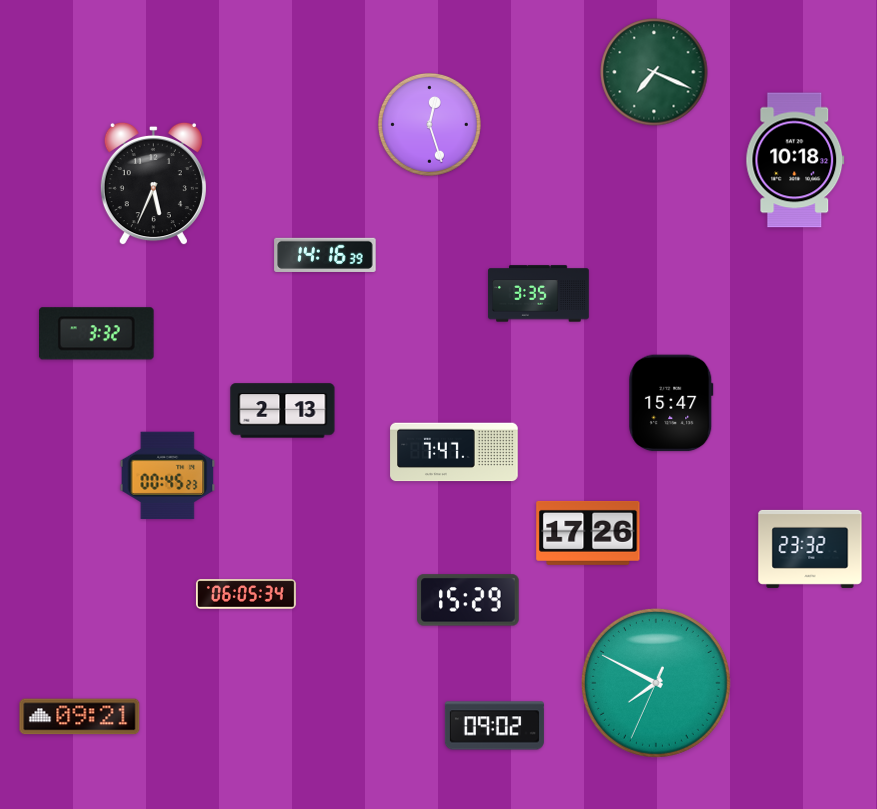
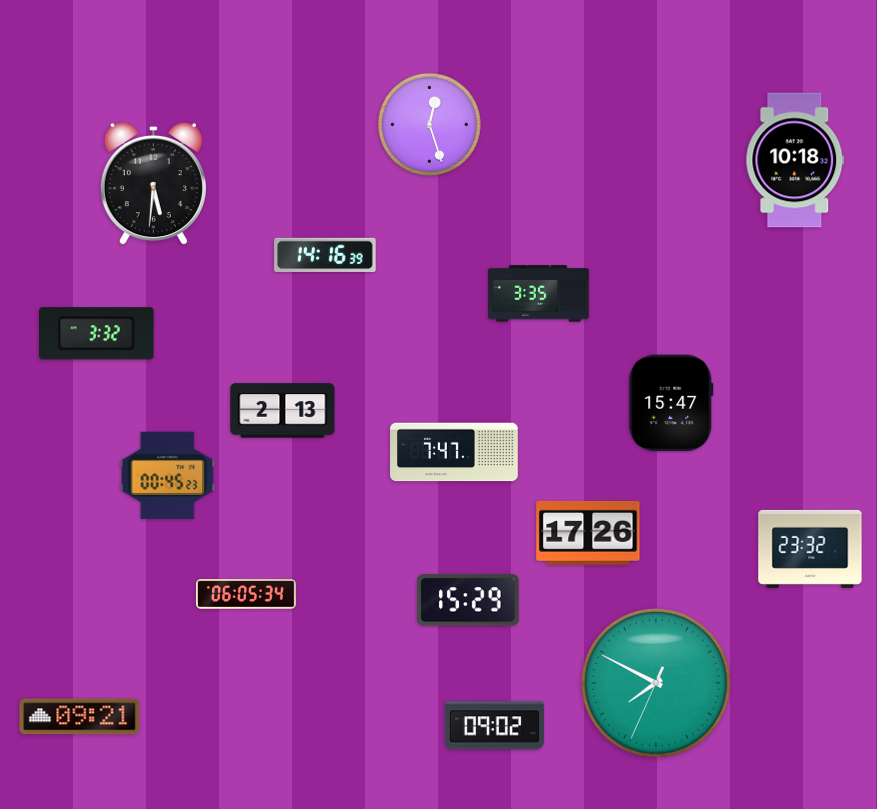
clock at (654, 72): 7:19 -> none
clock at (153, 184): 5:34 -> 5:31
